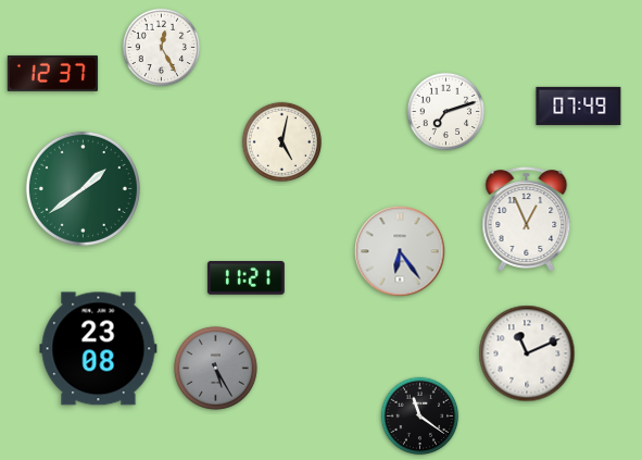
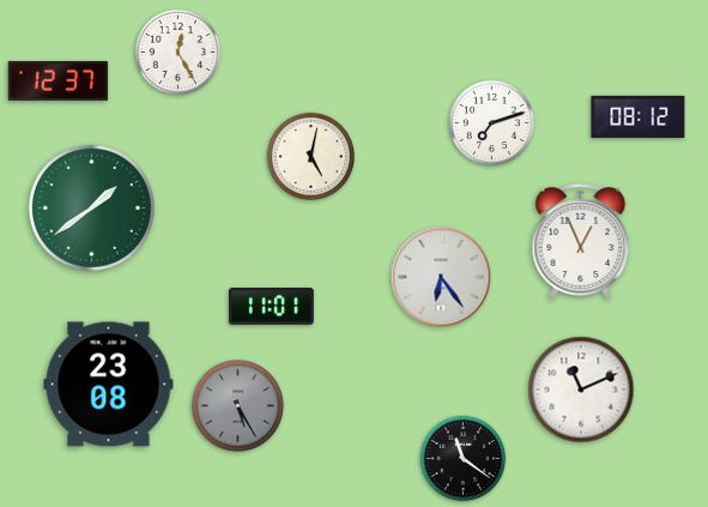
clock at (579, 105): 07:49 -> 08:12
clock at (246, 278): 11:21 -> 11:01
